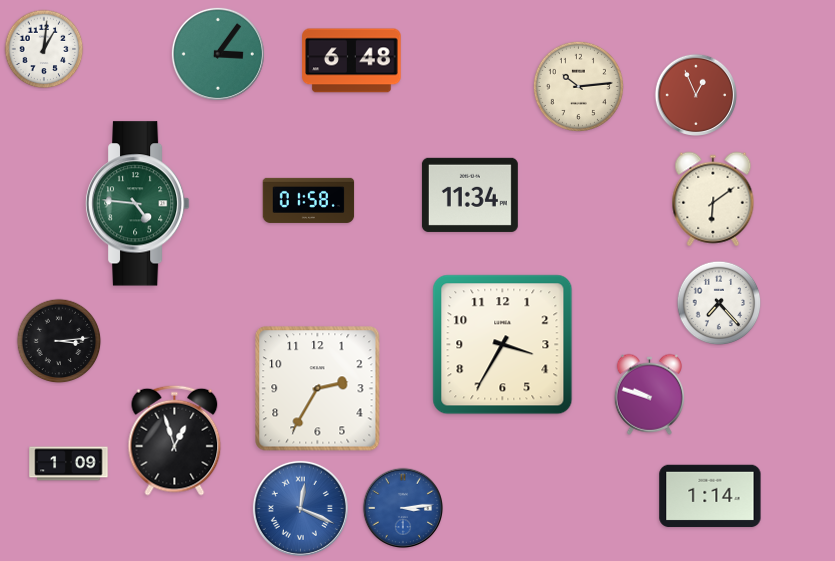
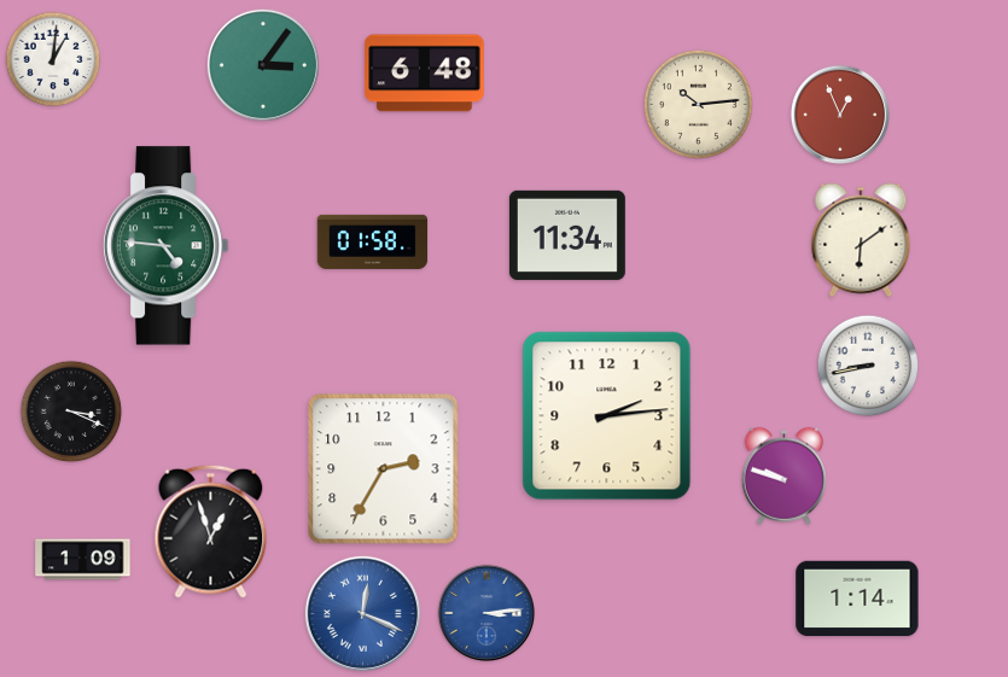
clock at (719, 303): 7:23 -> 8:43
clock at (59, 341): 3:14 -> 3:19
clock at (503, 345): 3:35 -> 2:14
